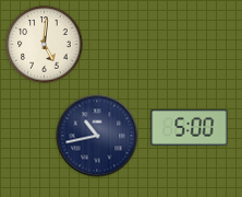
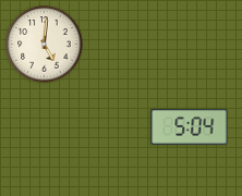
clock at (190, 128): 5:00 -> 5:04
clock at (97, 136): 10:43 -> none
